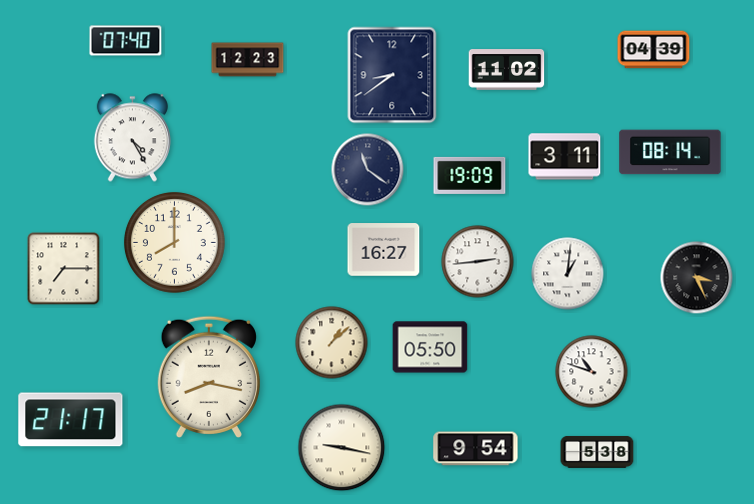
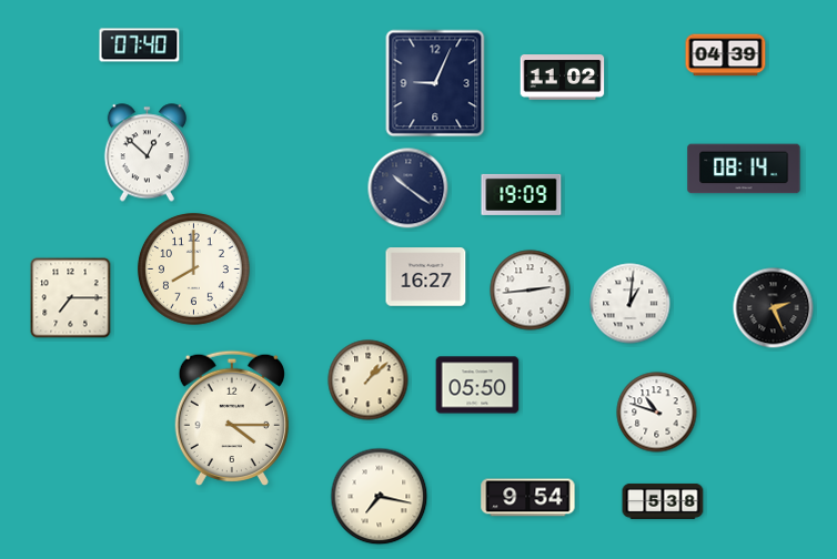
clock at (248, 60): 12:23 -> none
clock at (392, 75): 8:39 -> 9:04
clock at (132, 138): 4:25 -> 12:52
clock at (565, 157): 3:11 -> none
clock at (368, 170): 11:21 -> 10:21
clock at (697, 278): 3:26 -> 2:26
clock at (209, 376): 8:17 -> 4:15
clock at (71, 420): 21:17 -> none
clock at (342, 448): 9:17 -> 7:17
